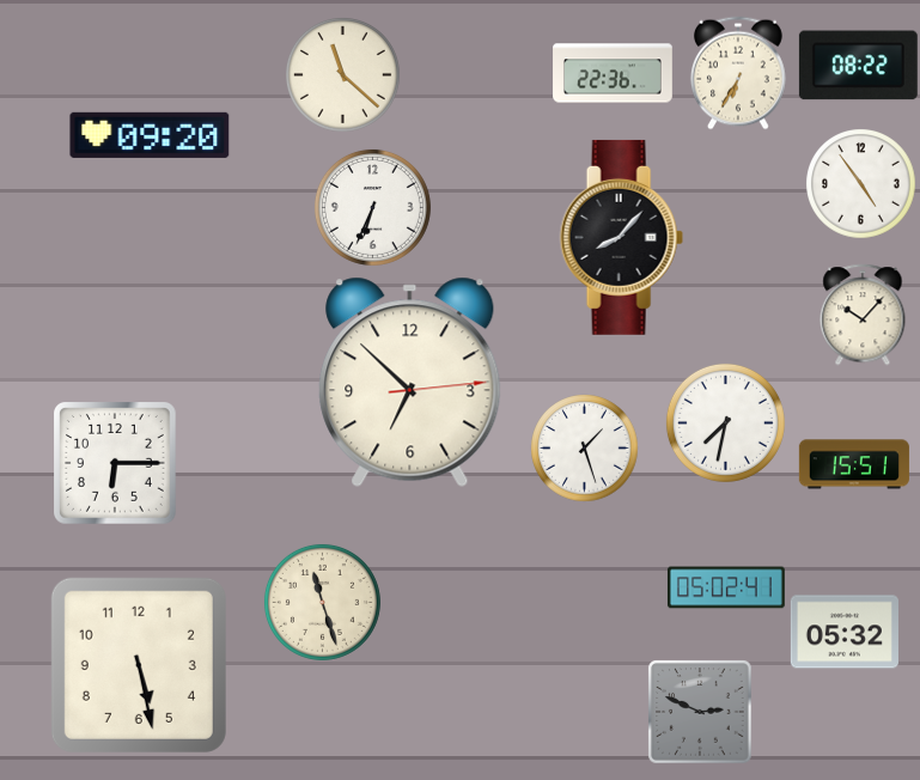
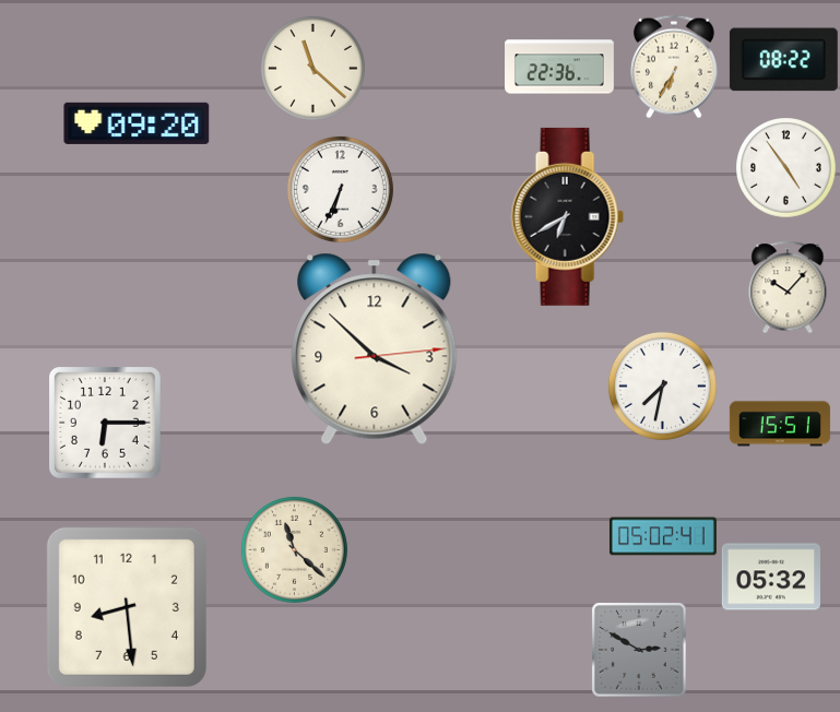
clock at (621, 237): 8:07 -> 6:40
clock at (410, 382): 6:52 -> 3:52
clock at (584, 447): 1:27 -> none
clock at (322, 602): 11:27 -> 11:22
clock at (139, 665): 5:28 -> 8:29
clock at (700, 712): 2:49 -> 2:50
